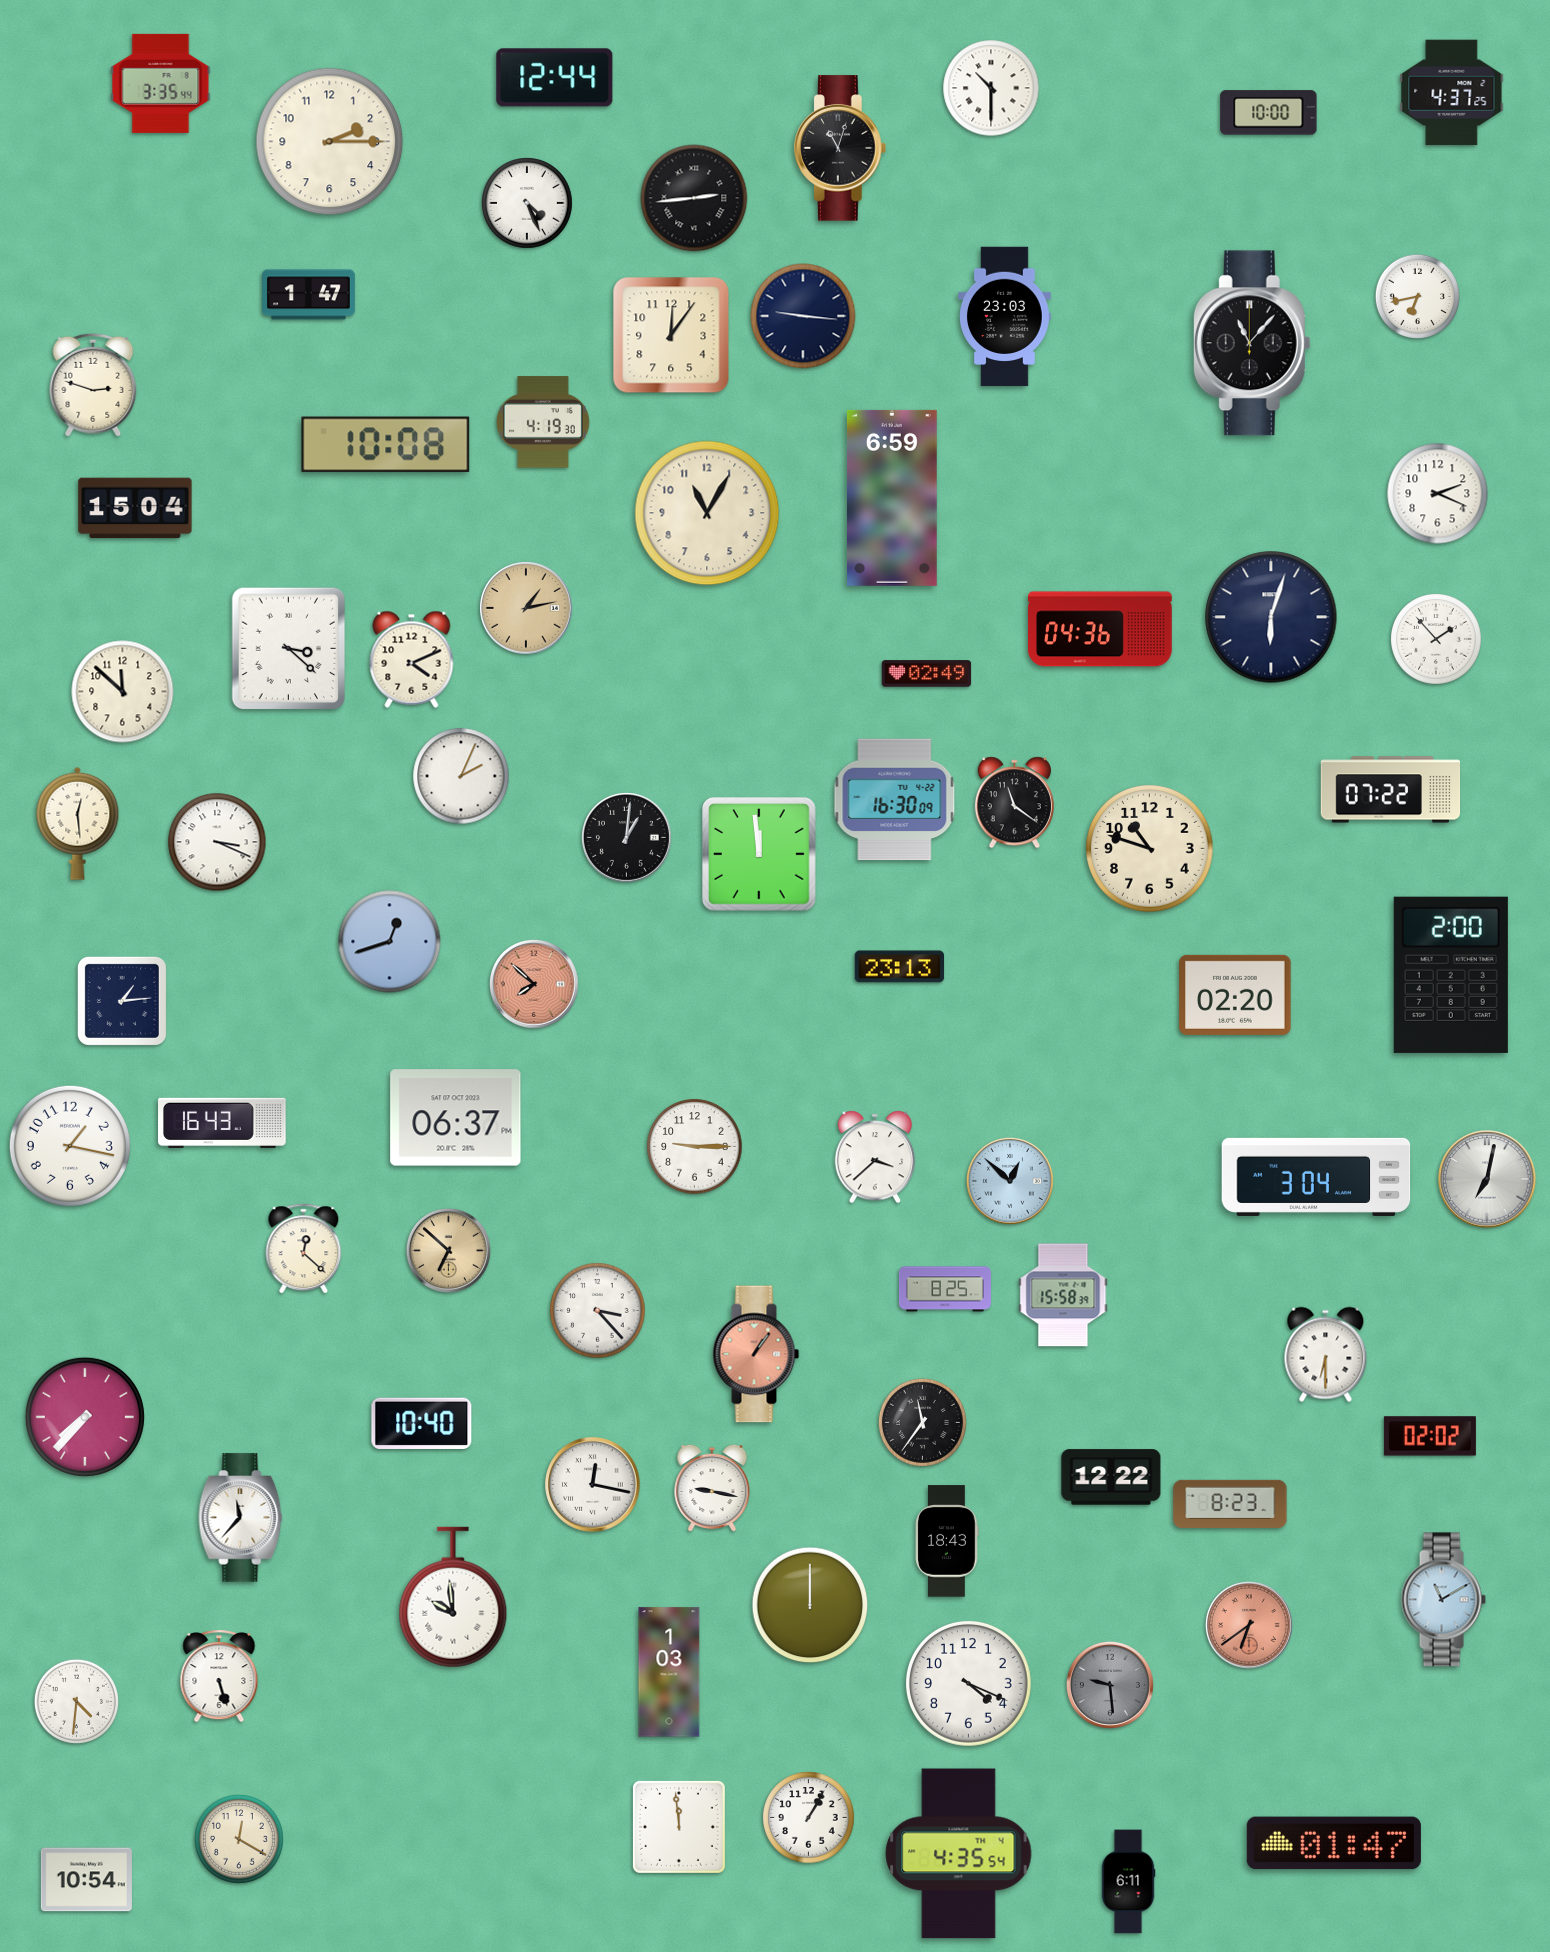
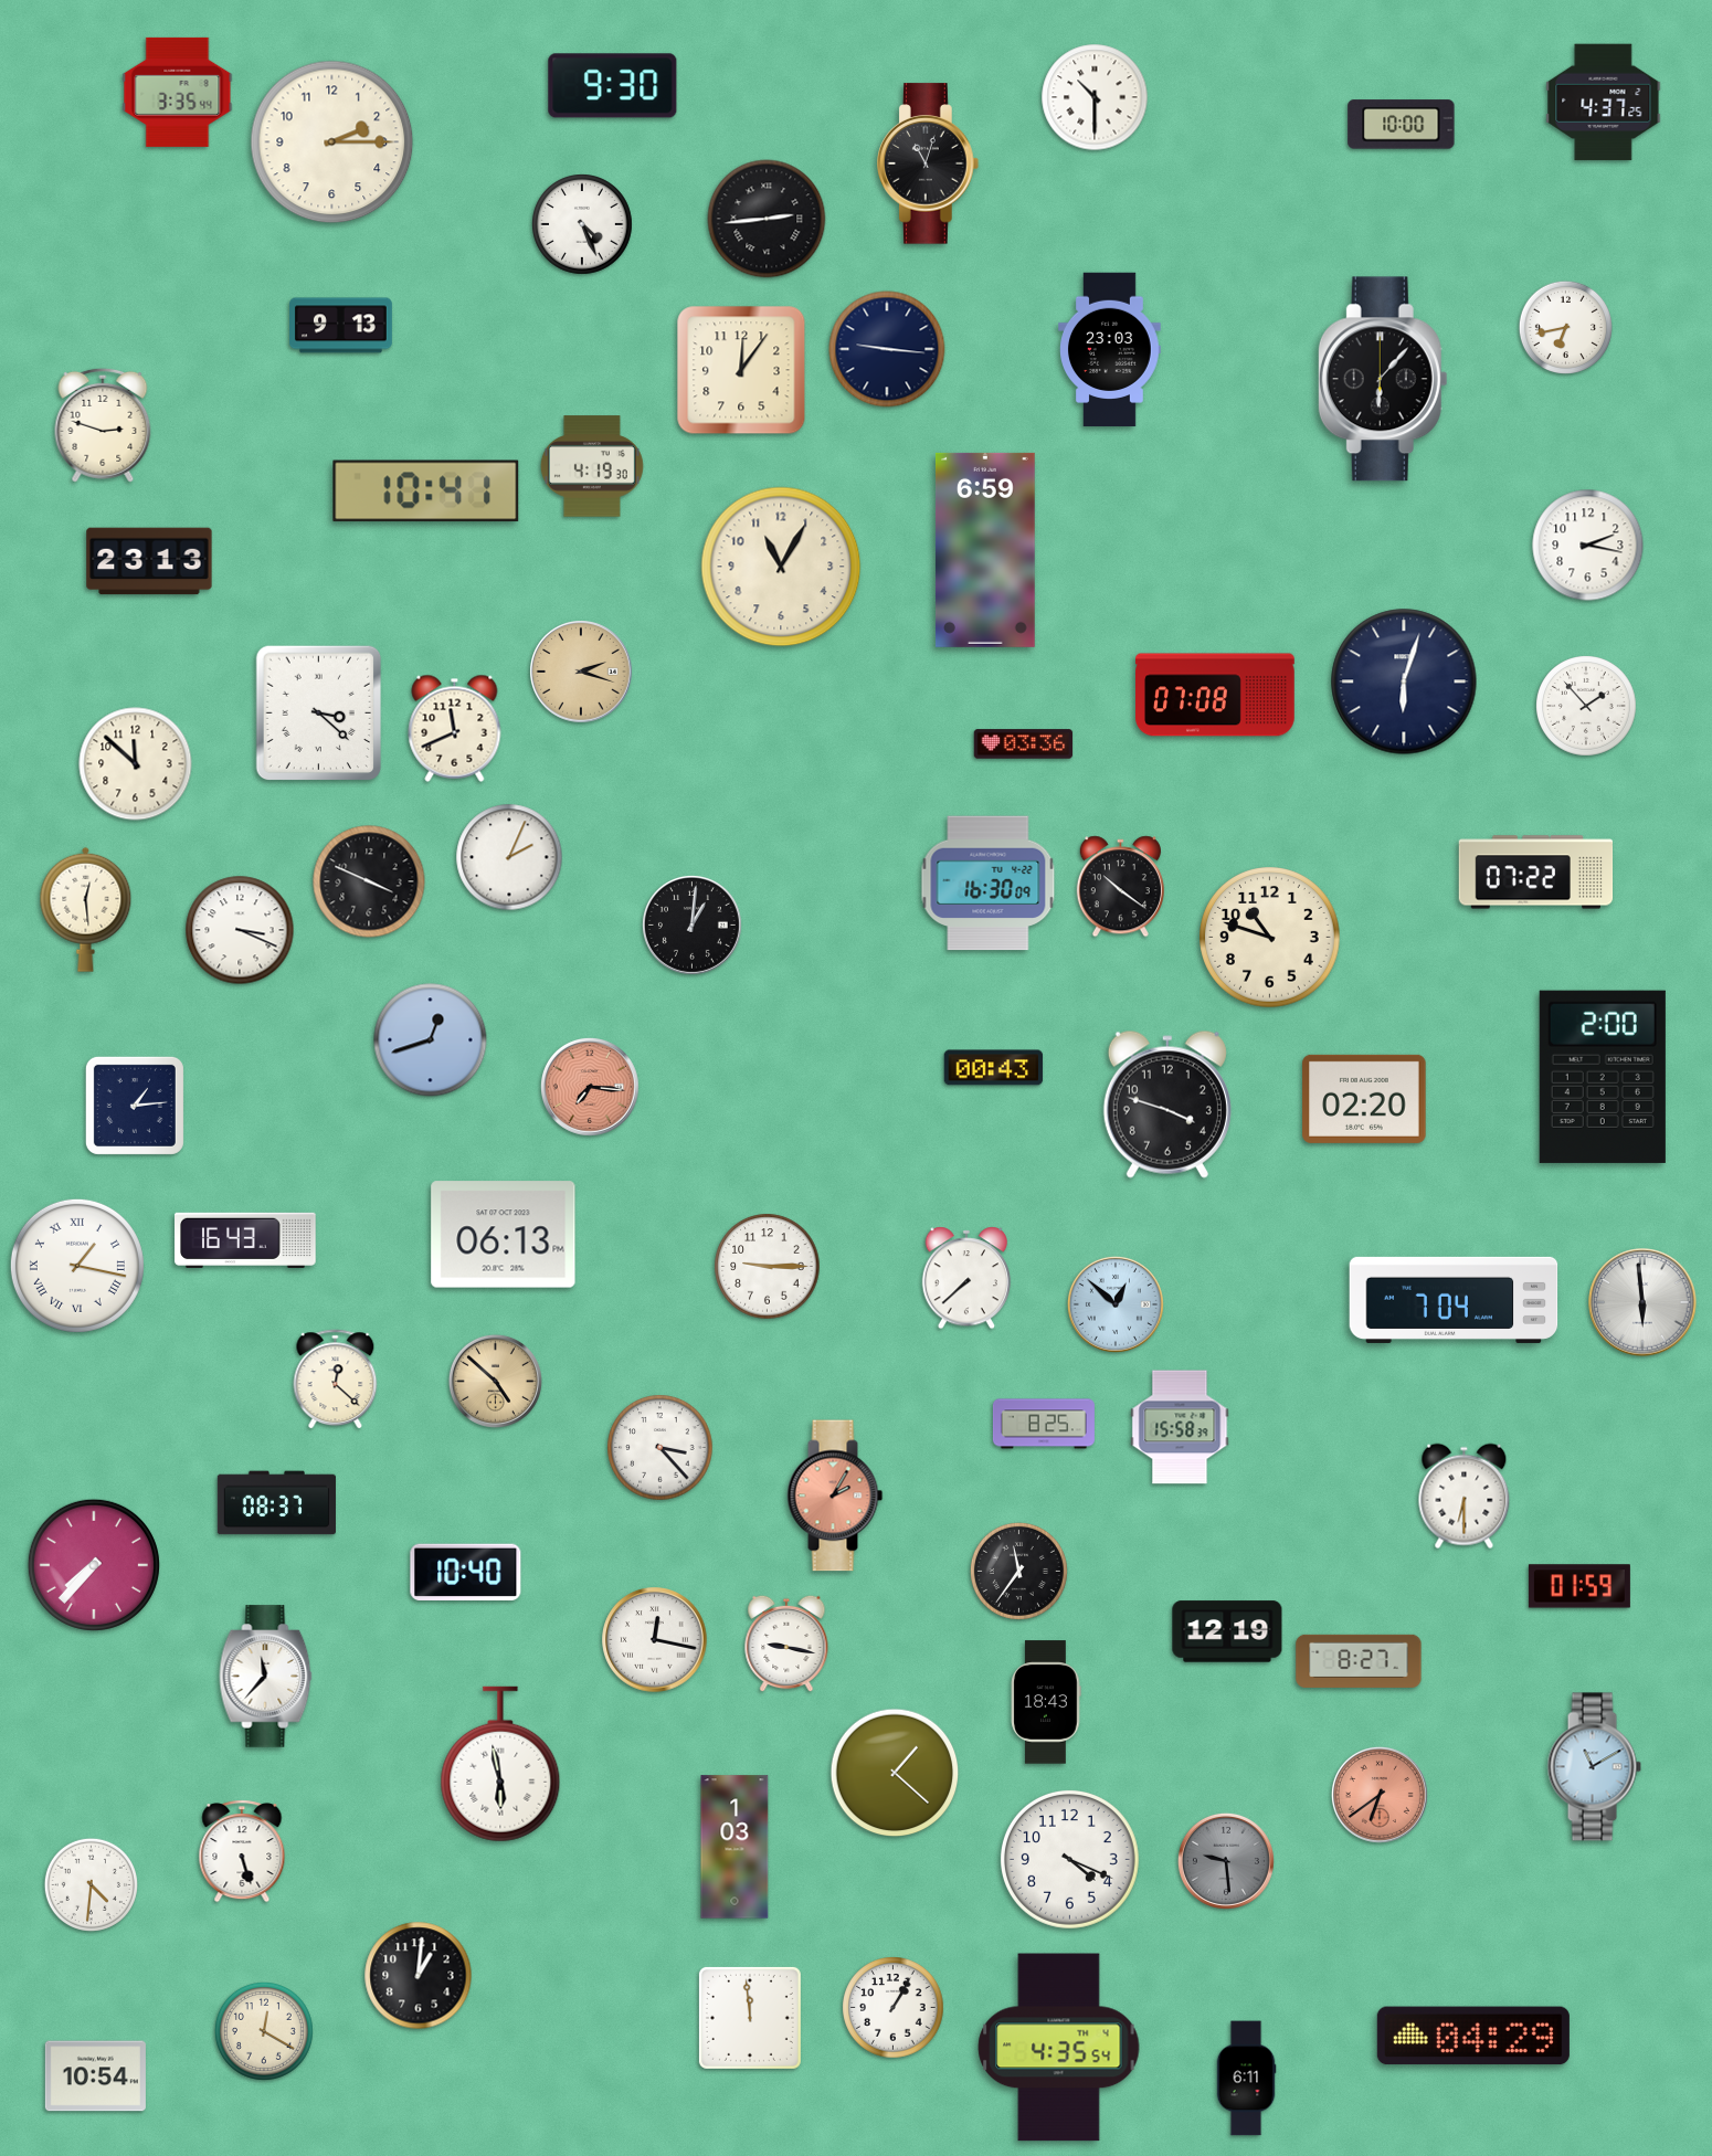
clock at (555, 78): 12:44 -> 9:30
clock at (330, 142) position: (330, 142) -> (332, 142)
clock at (309, 295): 1:47 -> 9:13
clock at (1252, 343): 11:07 -> 6:07
clock at (543, 422) position: (543, 422) -> (592, 466)
clock at (386, 445): 10:08 -> 10:41
clock at (1438, 494): 2:19 -> 2:17
clock at (135, 508): 15:04 -> 23:13
clock at (526, 608): 1:13 -> 2:18
clock at (1101, 629): 04:36 -> 07:08
clock at (289, 649) position: (289, 649) -> (319, 714)
clock at (412, 659): 4:11 -> 11:41
clock at (927, 674): 02:49 -> 03:36
clock at (369, 881): none -> 3:49
clock at (1014, 803): 11:21 -> 10:21
clock at (760, 855): 11:59 -> none
clock at (900, 967): 23:13 -> 00:43
clock at (534, 984): 7:52 -> 7:16
clock at (1167, 1105): none -> 3:48
clock at (456, 1118): 06:37 -> 06:13
clock at (70, 1146) numerals: Arabic -> Roman
clock at (875, 1157): 3:38 -> 7:38
clock at (1316, 1177): 3:04 -> 7:04
clock at (1487, 1179): 7:02 -> 5:59
clock at (448, 1250): 6:52 -> 4:52
clock at (1063, 1295) position: (1063, 1295) -> (1180, 1427)
clock at (756, 1354): 1:06 -> 2:05
clock at (276, 1503): none -> 08:37
clock at (1430, 1436): 02:02 -> 01:59
clock at (1111, 1477): 12:22 -> 12:19
clock at (1230, 1504): 8:23 -> 8:27
clock at (453, 1597): 9:59 -> 5:58
clock at (810, 1605): 12:00 -> 1:22
clock at (669, 1672) position: (669, 1672) -> (735, 1847)
clock at (76, 1701) position: (76, 1701) -> (91, 1884)
clock at (419, 1976): none -> 1:01
clock at (1334, 1843): 01:47 -> 04:29
